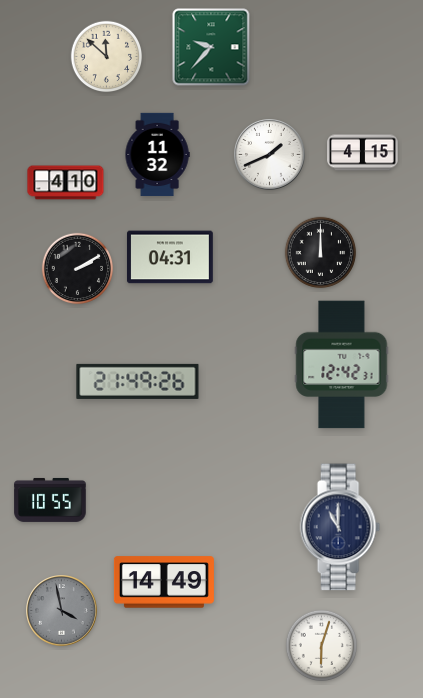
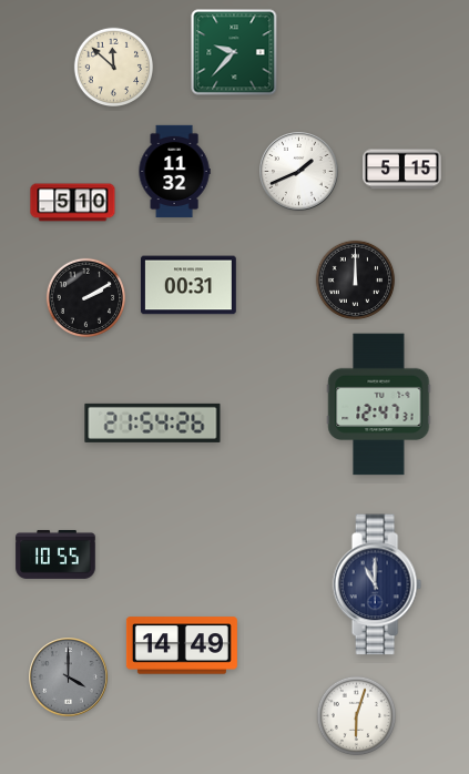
clock at (107, 57) position: (107, 57) -> (114, 68)
clock at (363, 153): 4:15 -> 5:15
clock at (66, 183): 4:10 -> 5:10
clock at (170, 257): 04:31 -> 00:31
clock at (342, 365): 12:42 -> 12:47
clock at (138, 381): 21:49 -> 21:54
clock at (62, 611): 3:58 -> 4:00
